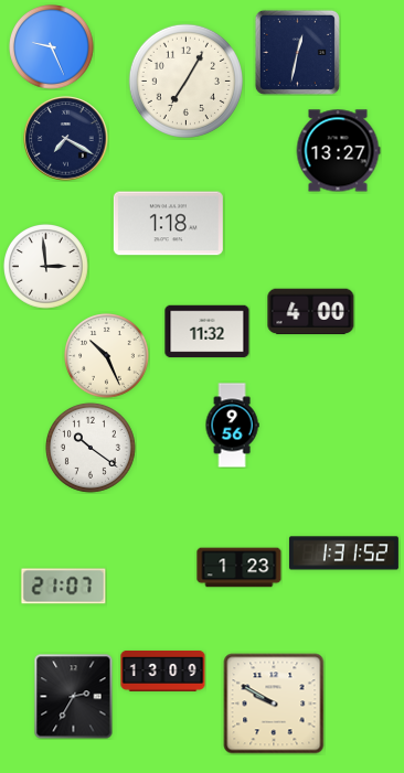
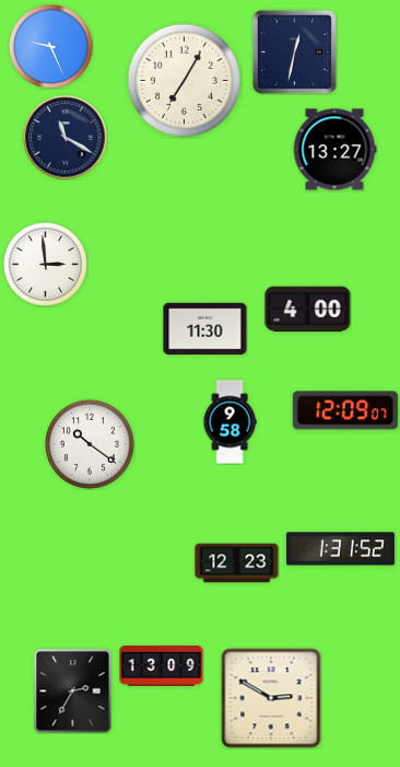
clock at (66, 139): 7:20 -> 11:20
clock at (168, 224): 1:18 -> none
clock at (208, 332): 11:32 -> 11:30
clock at (107, 356): 10:26 -> none
clock at (345, 410): none -> 12:09
clock at (232, 426): 9:56 -> 9:58
clock at (240, 568): 1:23 -> 12:23
clock at (64, 587): 21:07 -> none
clock at (274, 704): 9:50 -> 2:50
